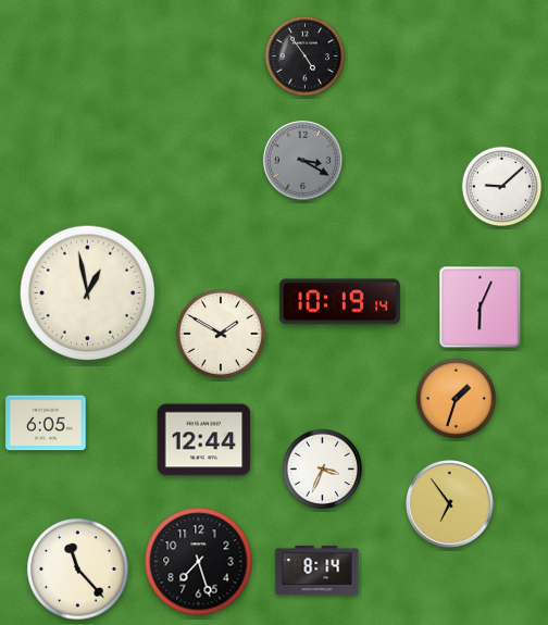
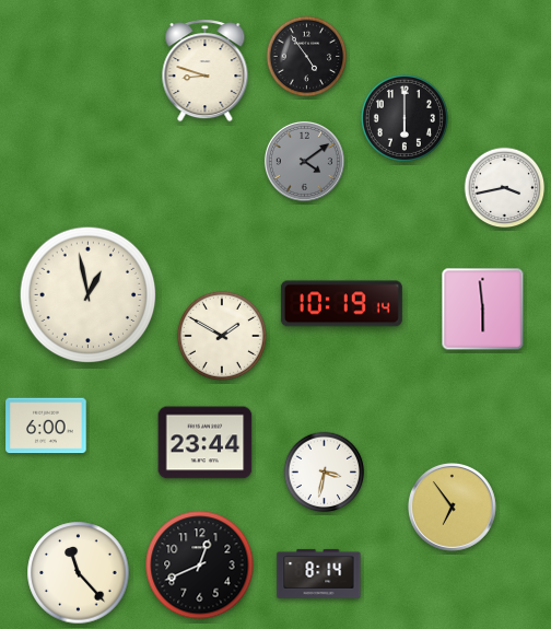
clock at (206, 71): none -> 8:48
clock at (405, 118): none -> 6:00
clock at (302, 160): 3:20 -> 4:09
clock at (502, 187): 9:08 -> 3:43
clock at (481, 308): 6:04 -> 5:59
clock at (457, 399): 1:33 -> none
clock at (46, 423): 6:05 -> 6:00
clock at (204, 440): 12:44 -> 23:44
clock at (323, 470): 3:34 -> 3:32
clock at (199, 562): 7:27 -> 12:41
